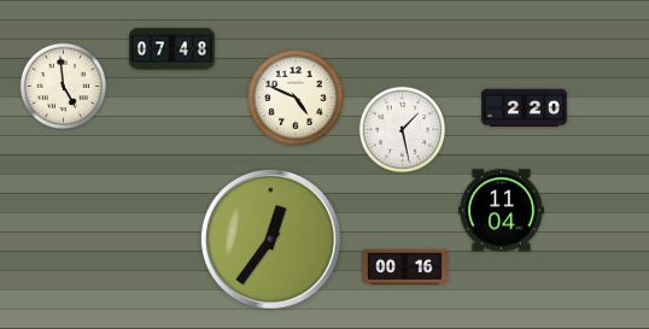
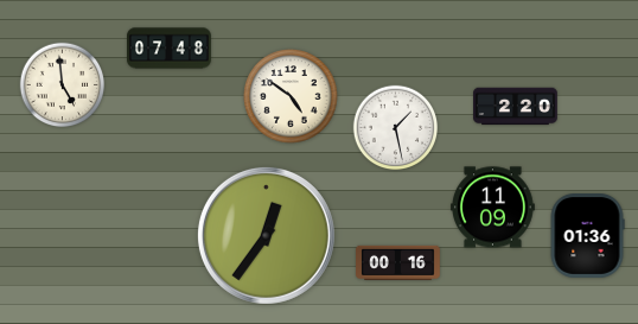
clock at (296, 98): 4:49 -> 4:51
clock at (502, 211): 11:04 -> 11:09
clock at (587, 236): none -> 01:36
